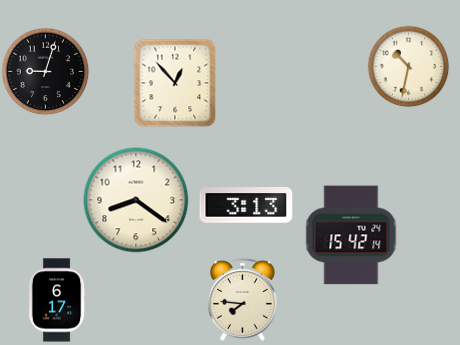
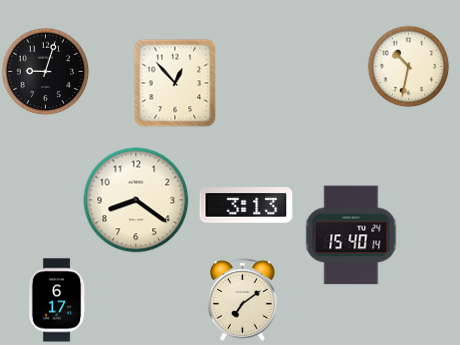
clock at (351, 235): 15:42 -> 15:40
clock at (242, 299): 7:46 -> 7:09
